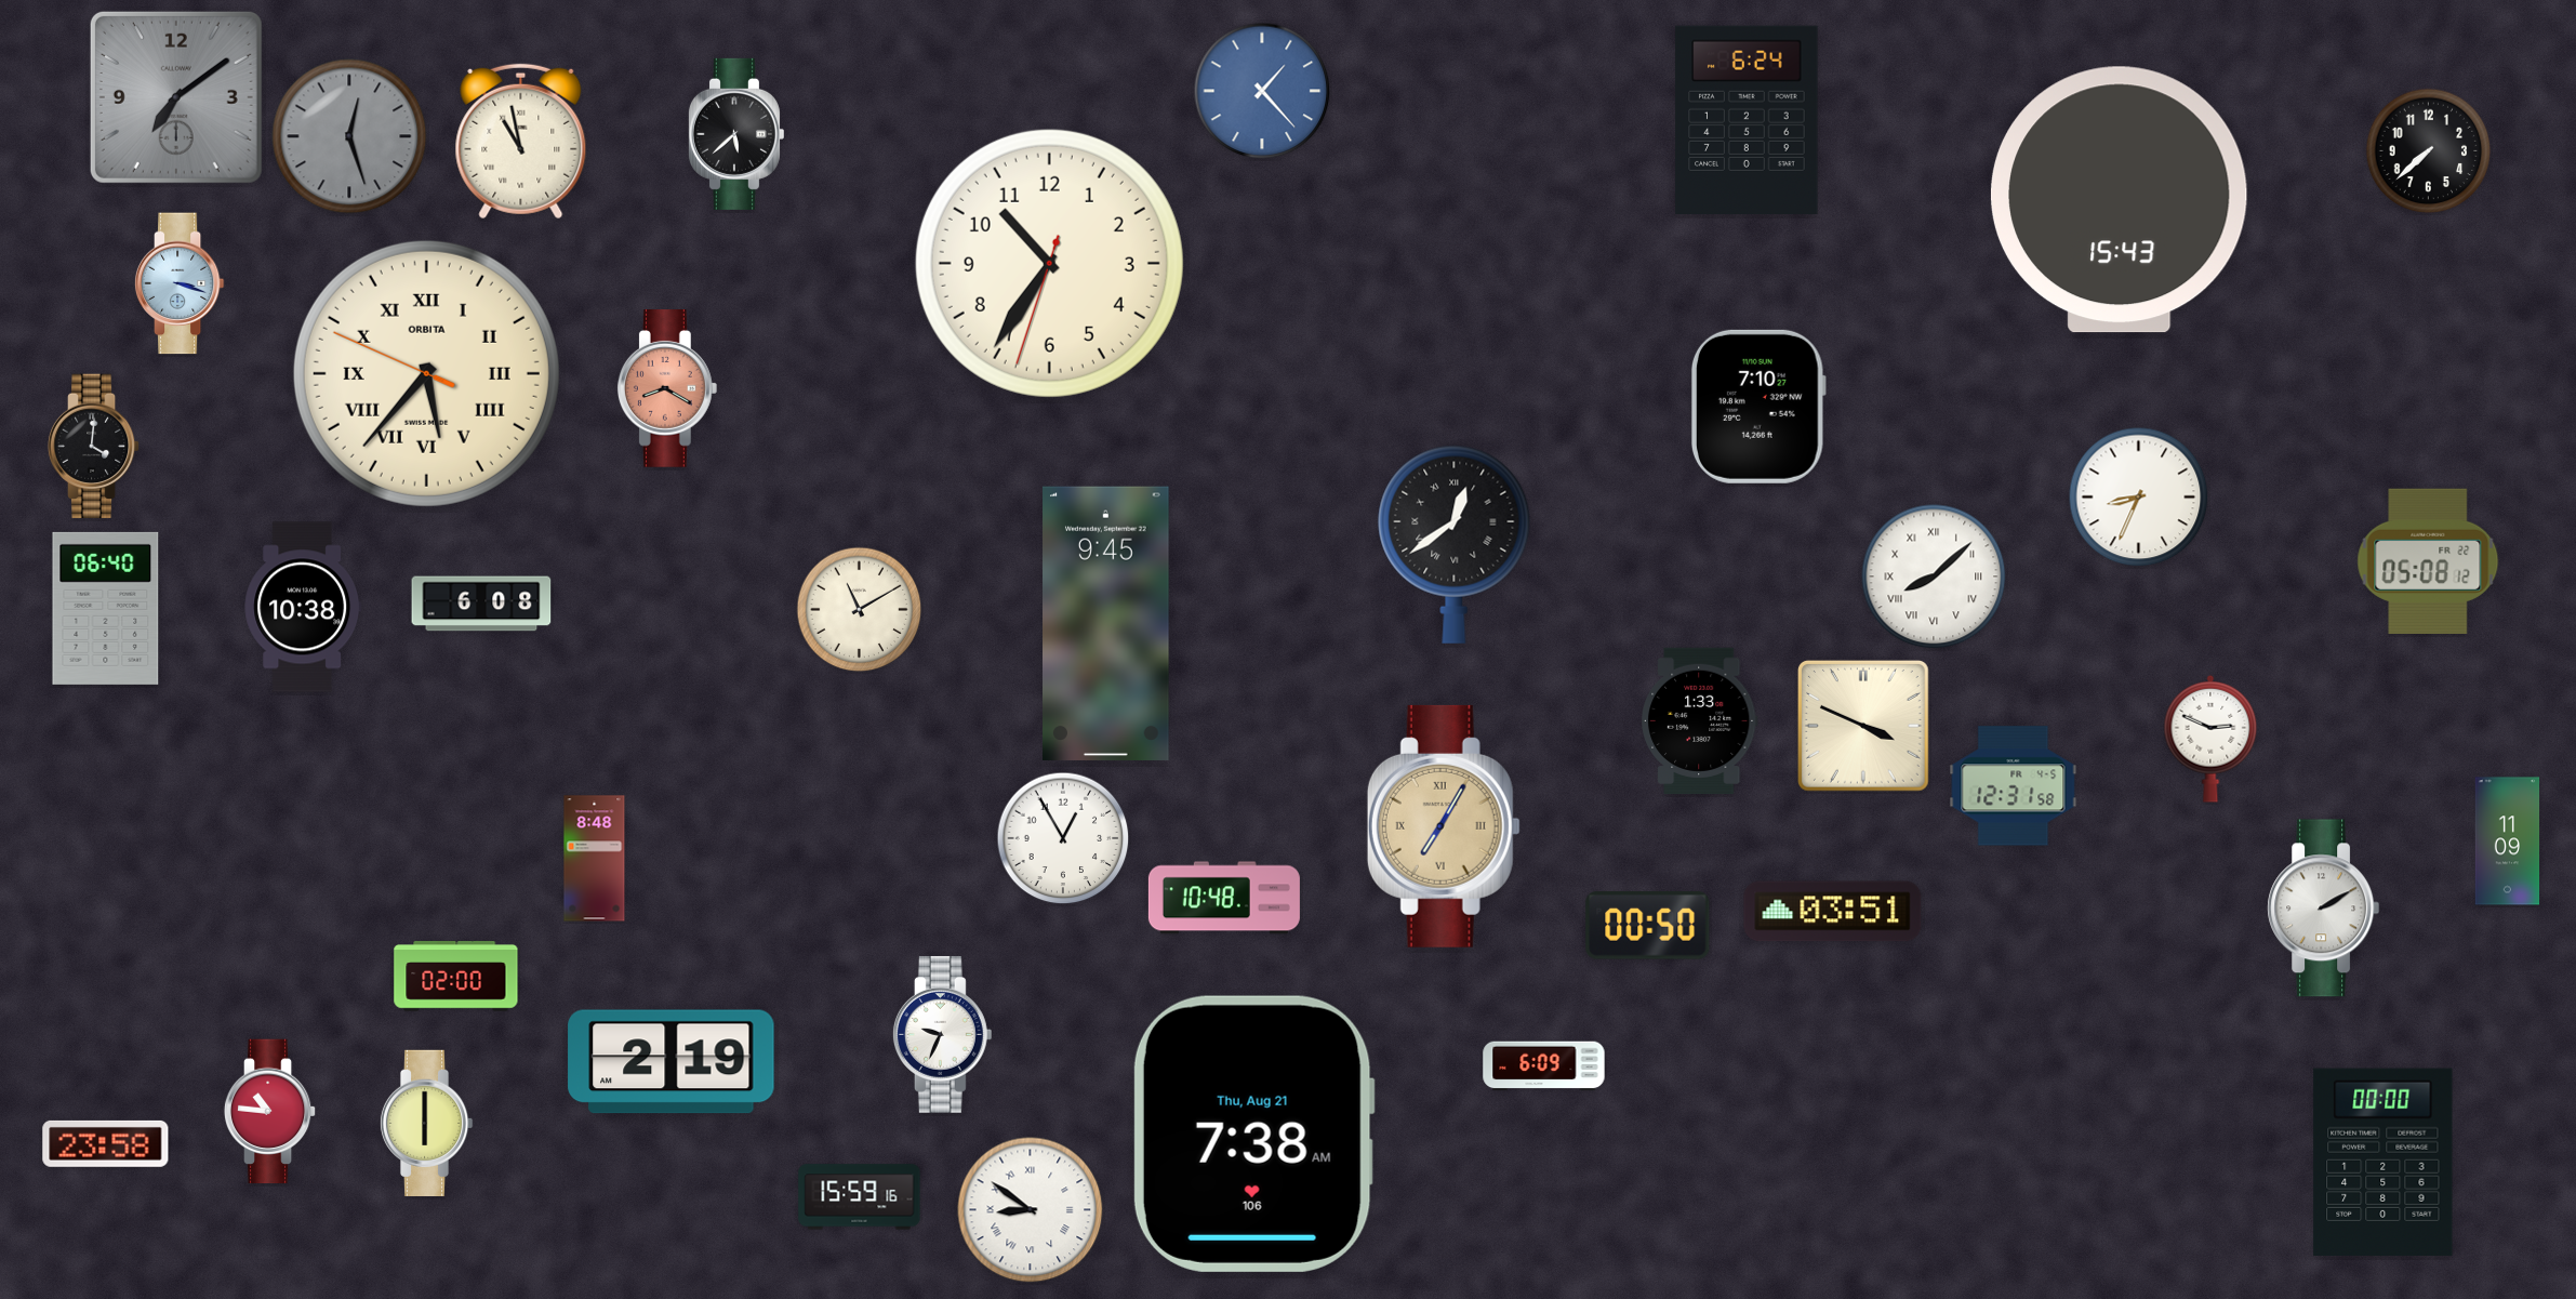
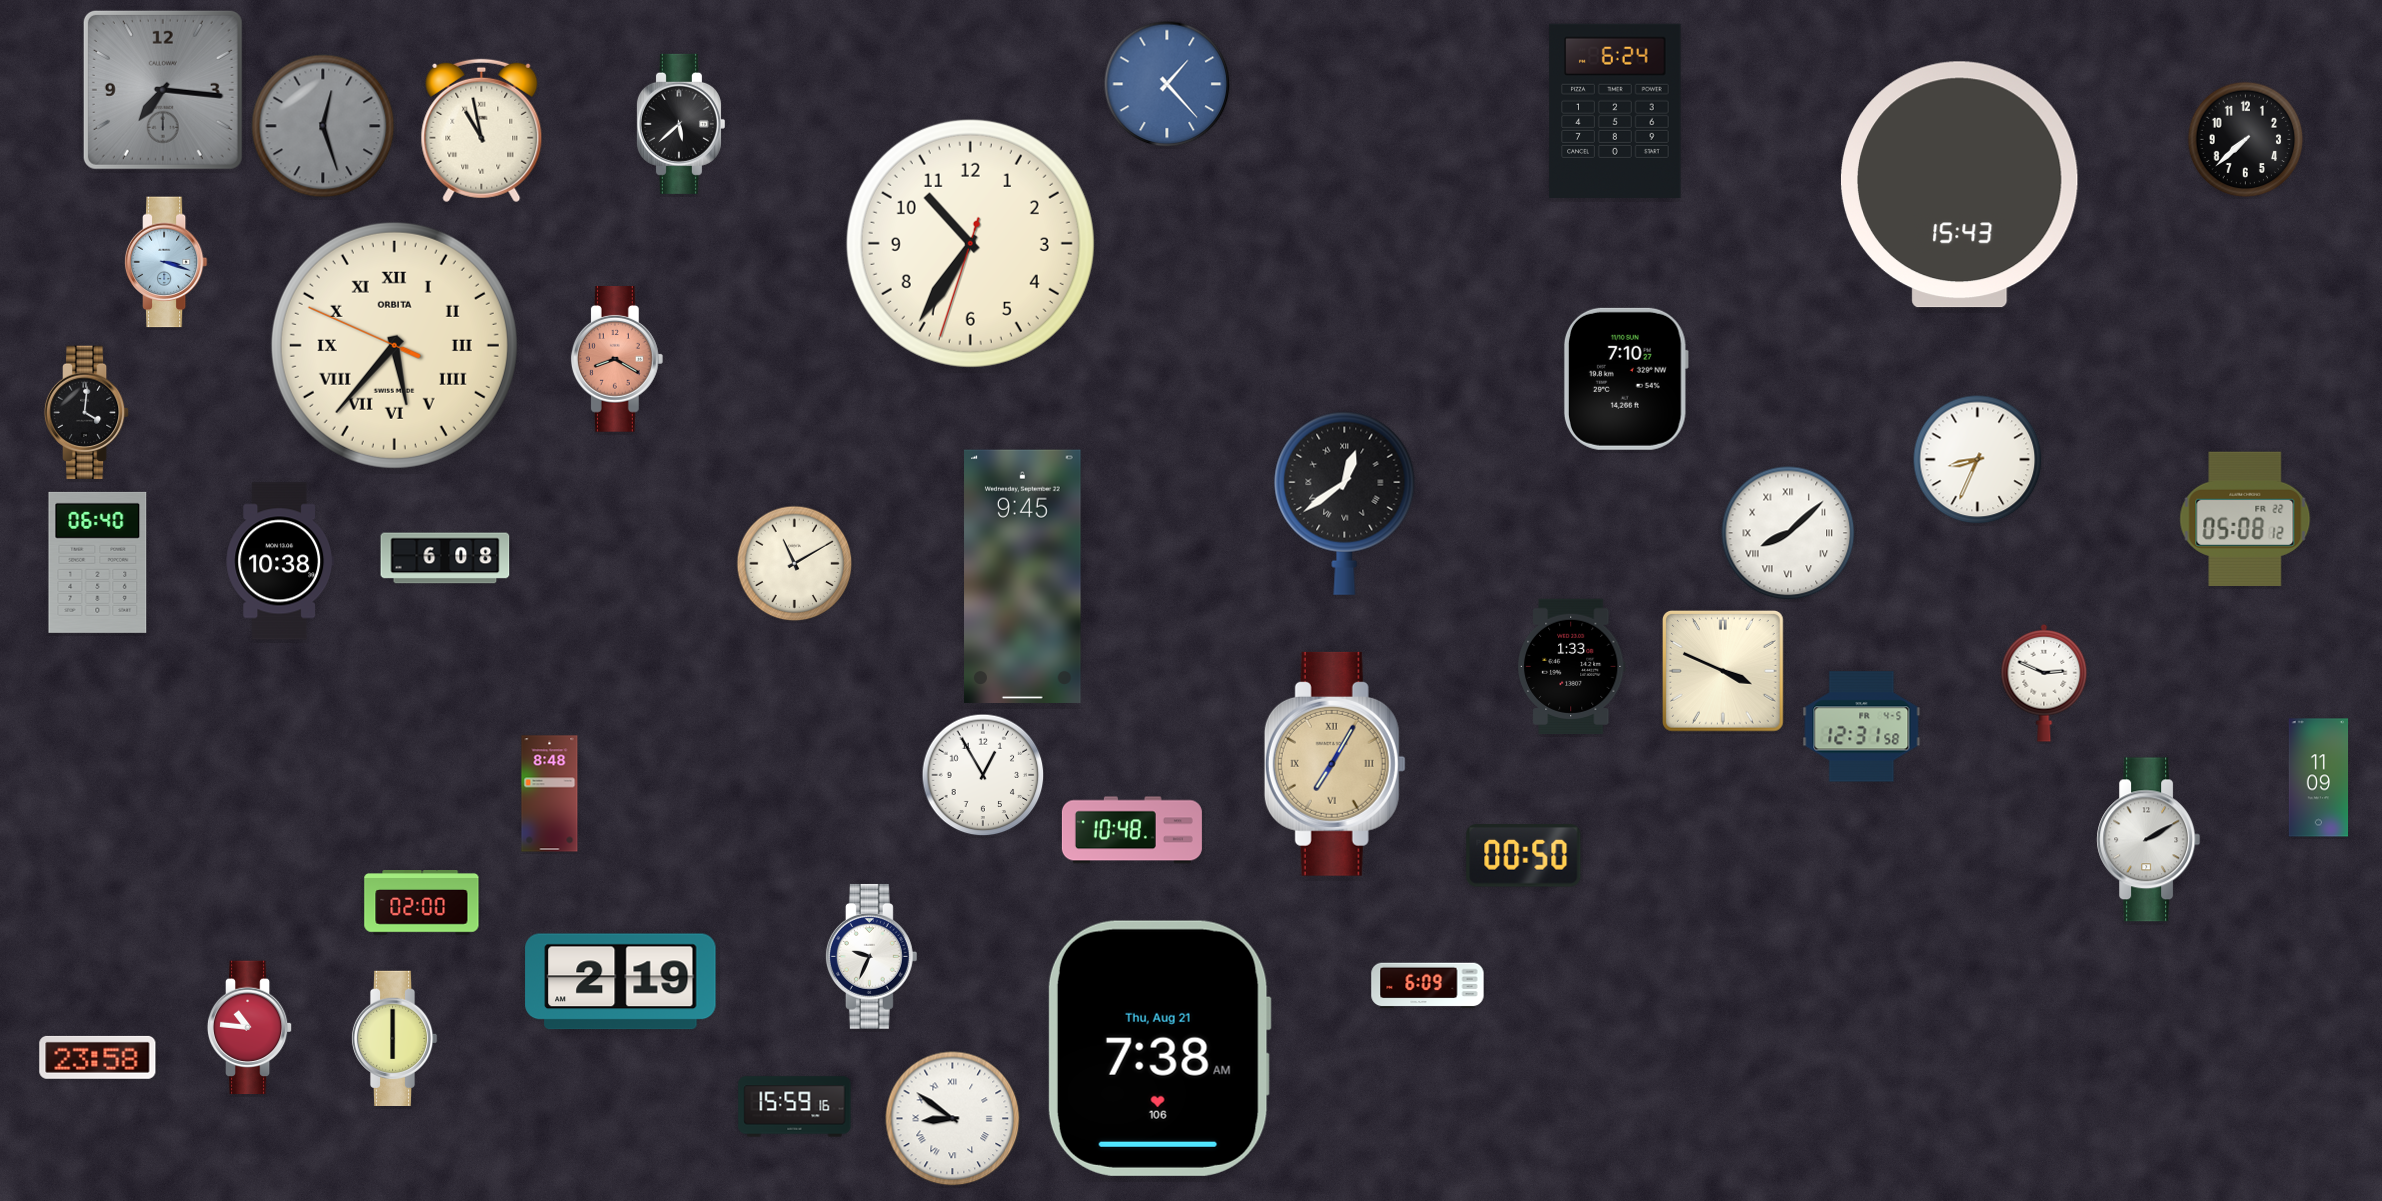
clock at (176, 97): 7:09 -> 7:16
clock at (1758, 407) position: (1758, 407) -> (1626, 379)
clock at (1833, 912): 03:51 -> none
clock at (2384, 1162): 00:00 -> none
